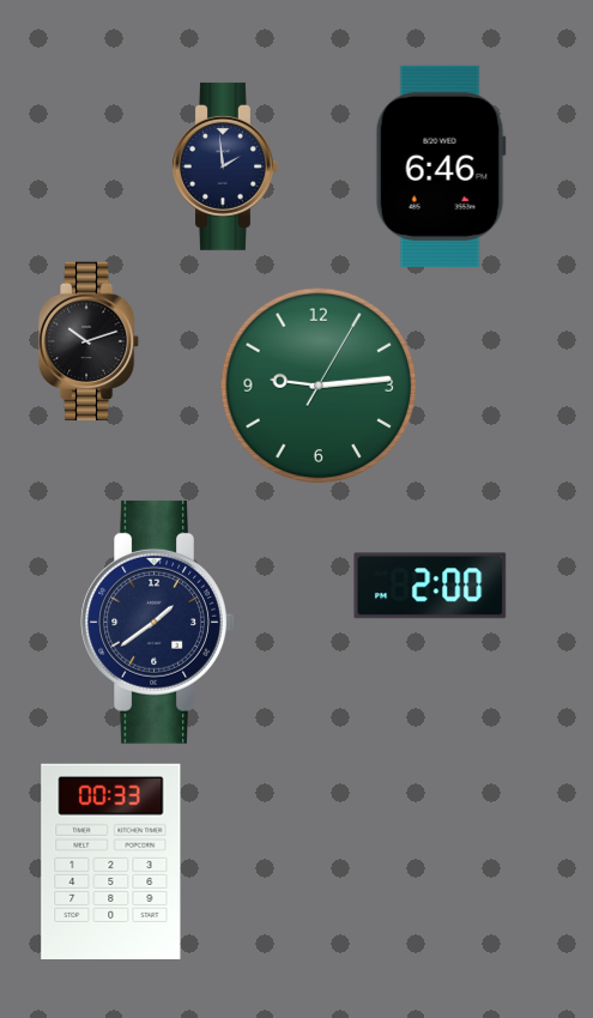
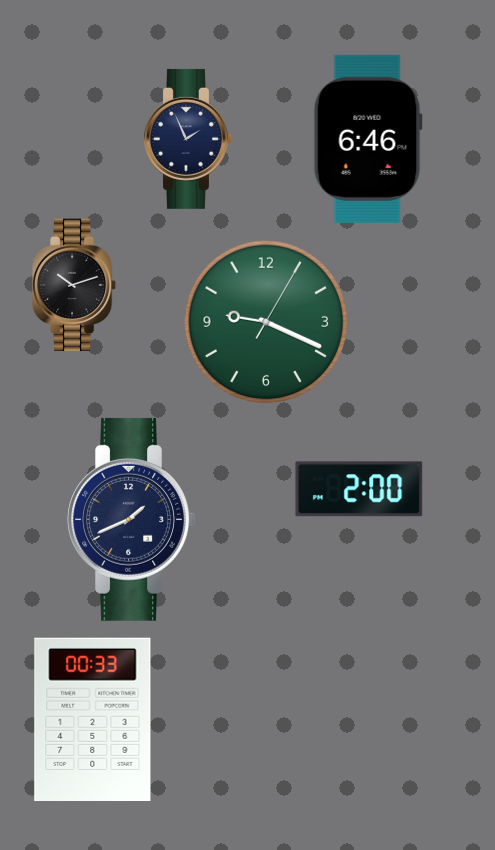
clock at (225, 166): 1:59 -> 1:56
clock at (319, 386): 9:14 -> 9:19
clock at (158, 622): 1:39 -> 1:41
